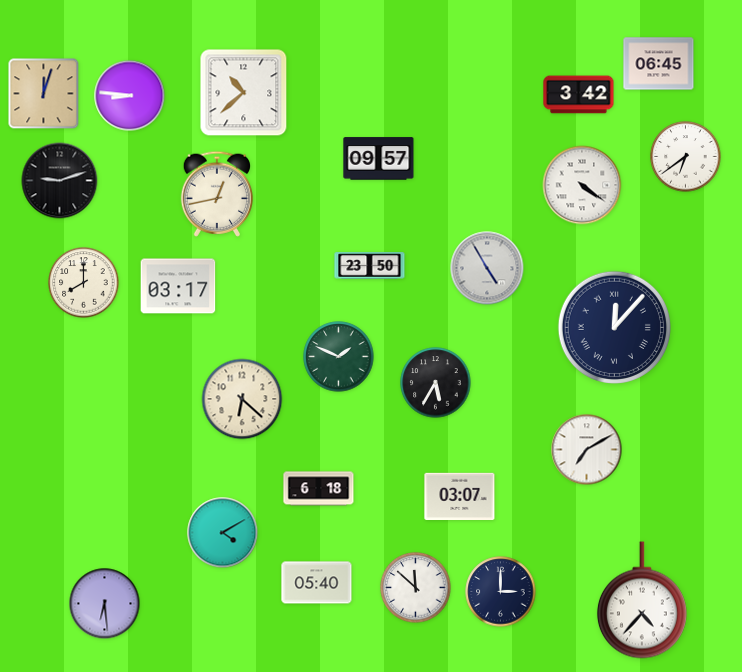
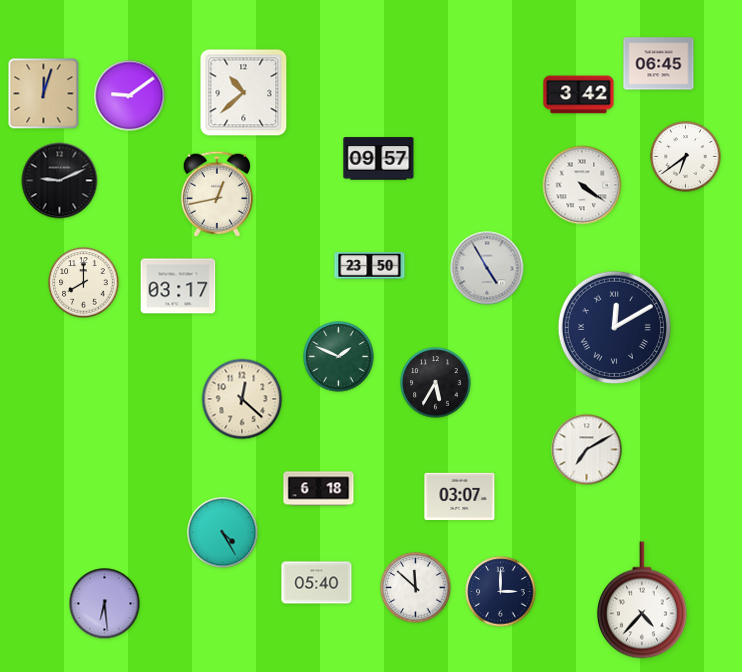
clock at (130, 96): 8:46 -> 9:09
clock at (60, 181): 9:12 -> 9:11
clock at (614, 327): 12:07 -> 12:10
clock at (242, 399): 6:22 -> 12:22
clock at (223, 533): 4:10 -> 4:25
